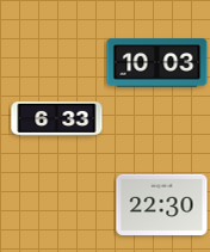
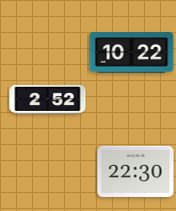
clock at (157, 63): 10:03 -> 10:22
clock at (57, 118): 6:33 -> 2:52
